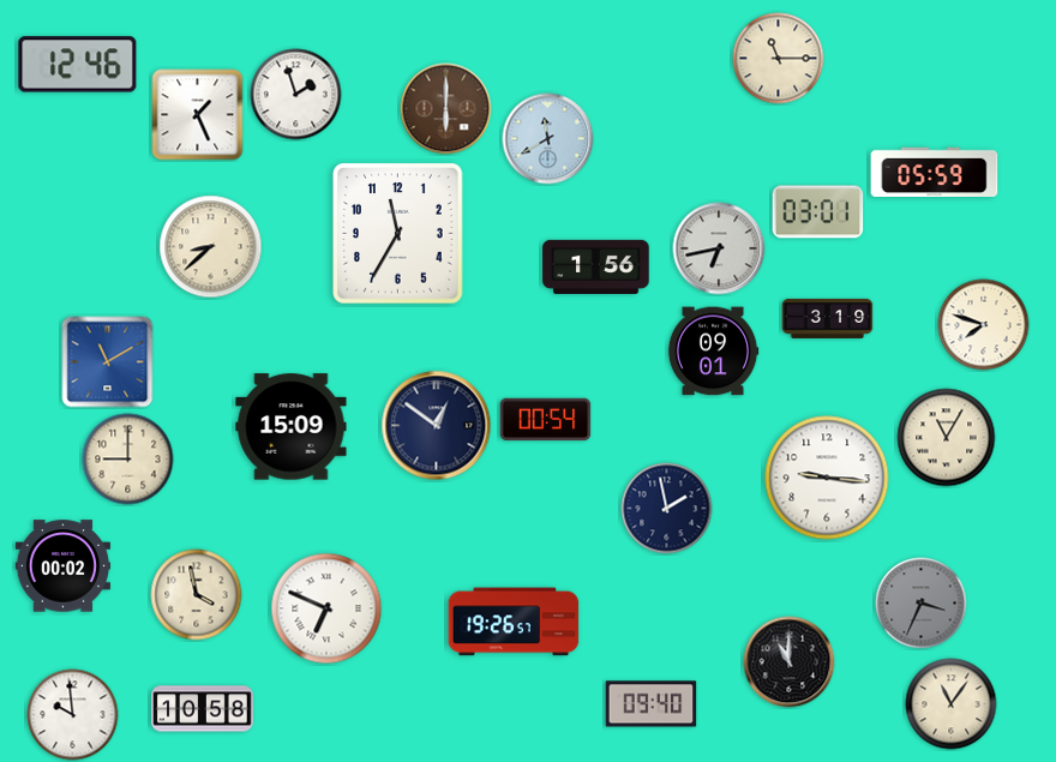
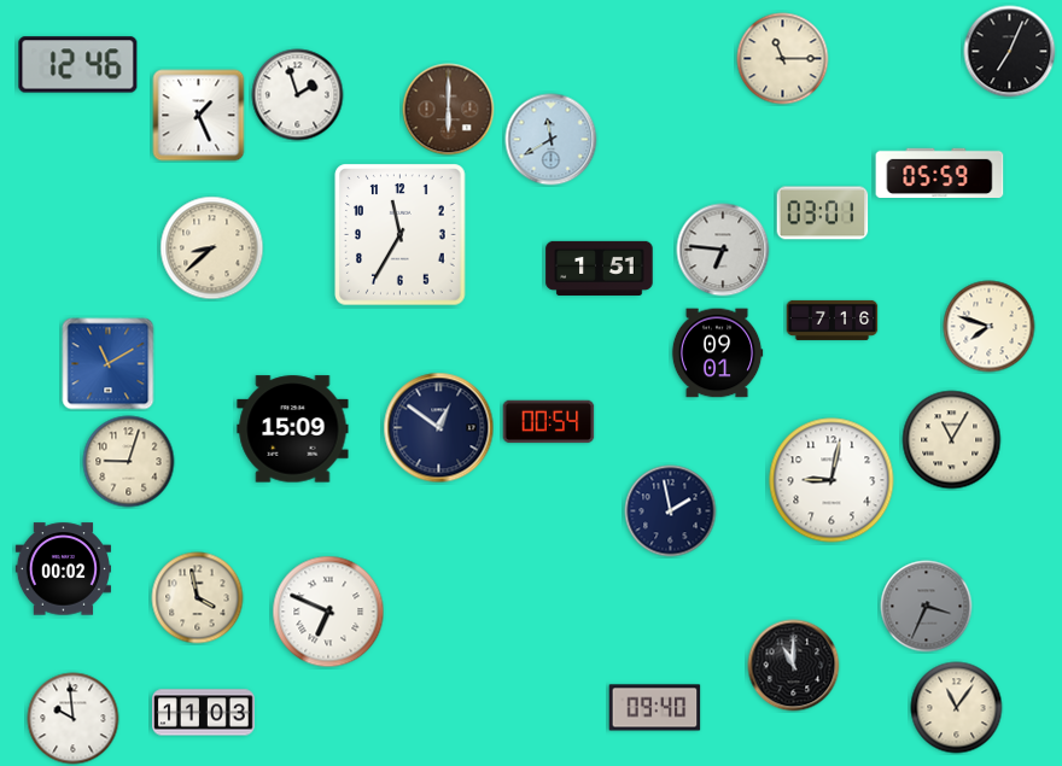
clock at (1010, 52): none -> 7:04
clock at (719, 248): 6:43 -> 6:46
clock at (596, 266): 1:56 -> 1:51
clock at (828, 318): 3:19 -> 7:16
clock at (128, 460): 9:00 -> 9:03
clock at (827, 478): 9:16 -> 9:02
clock at (514, 622): 19:26 -> none
clock at (203, 709): 10:58 -> 11:03
